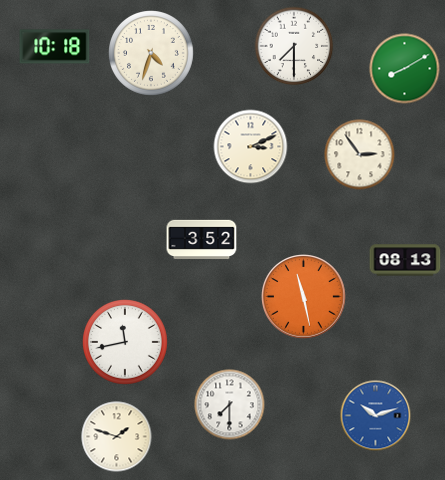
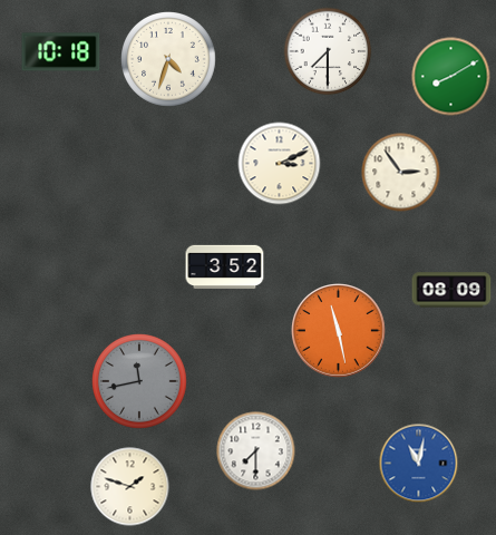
clock at (405, 260): 08:13 -> 08:09
clock at (126, 343) dial: white -> grey
clock at (376, 416): 10:12 -> 11:02
